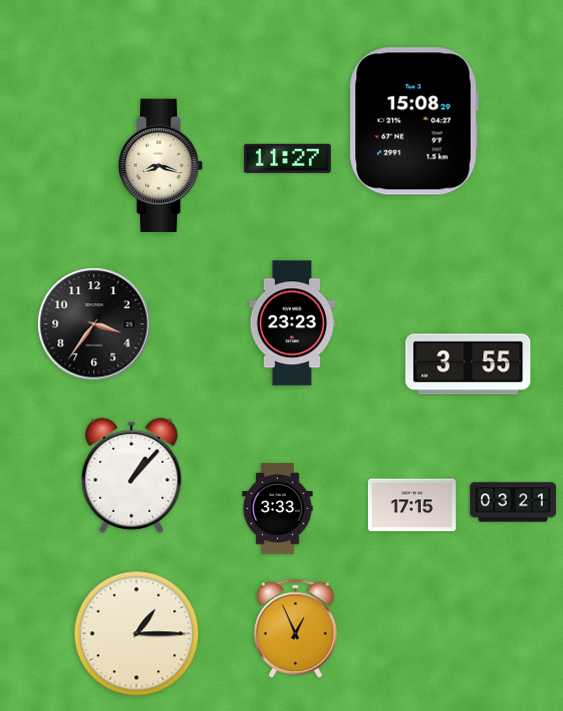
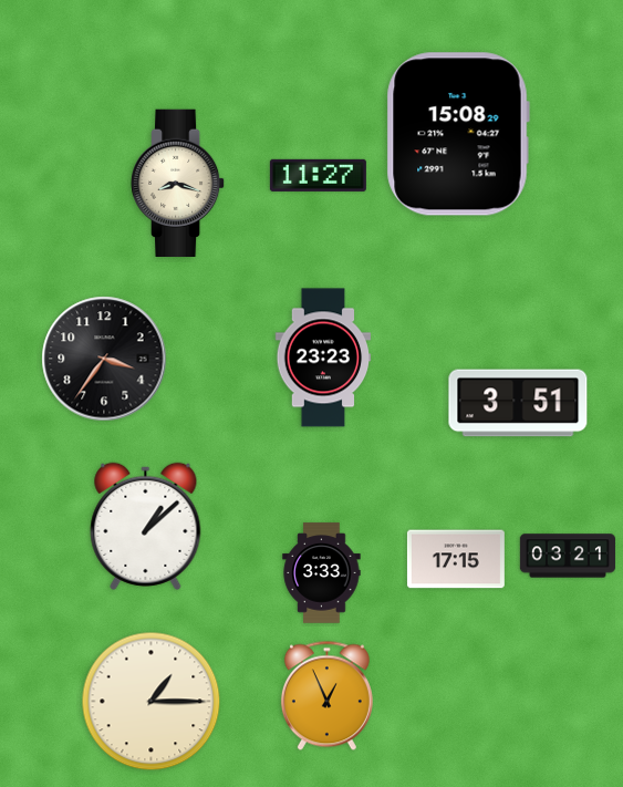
clock at (468, 364): 3:55 -> 3:51
clock at (132, 475): 1:07 -> 1:08
clock at (278, 509) position: (278, 509) -> (322, 573)
